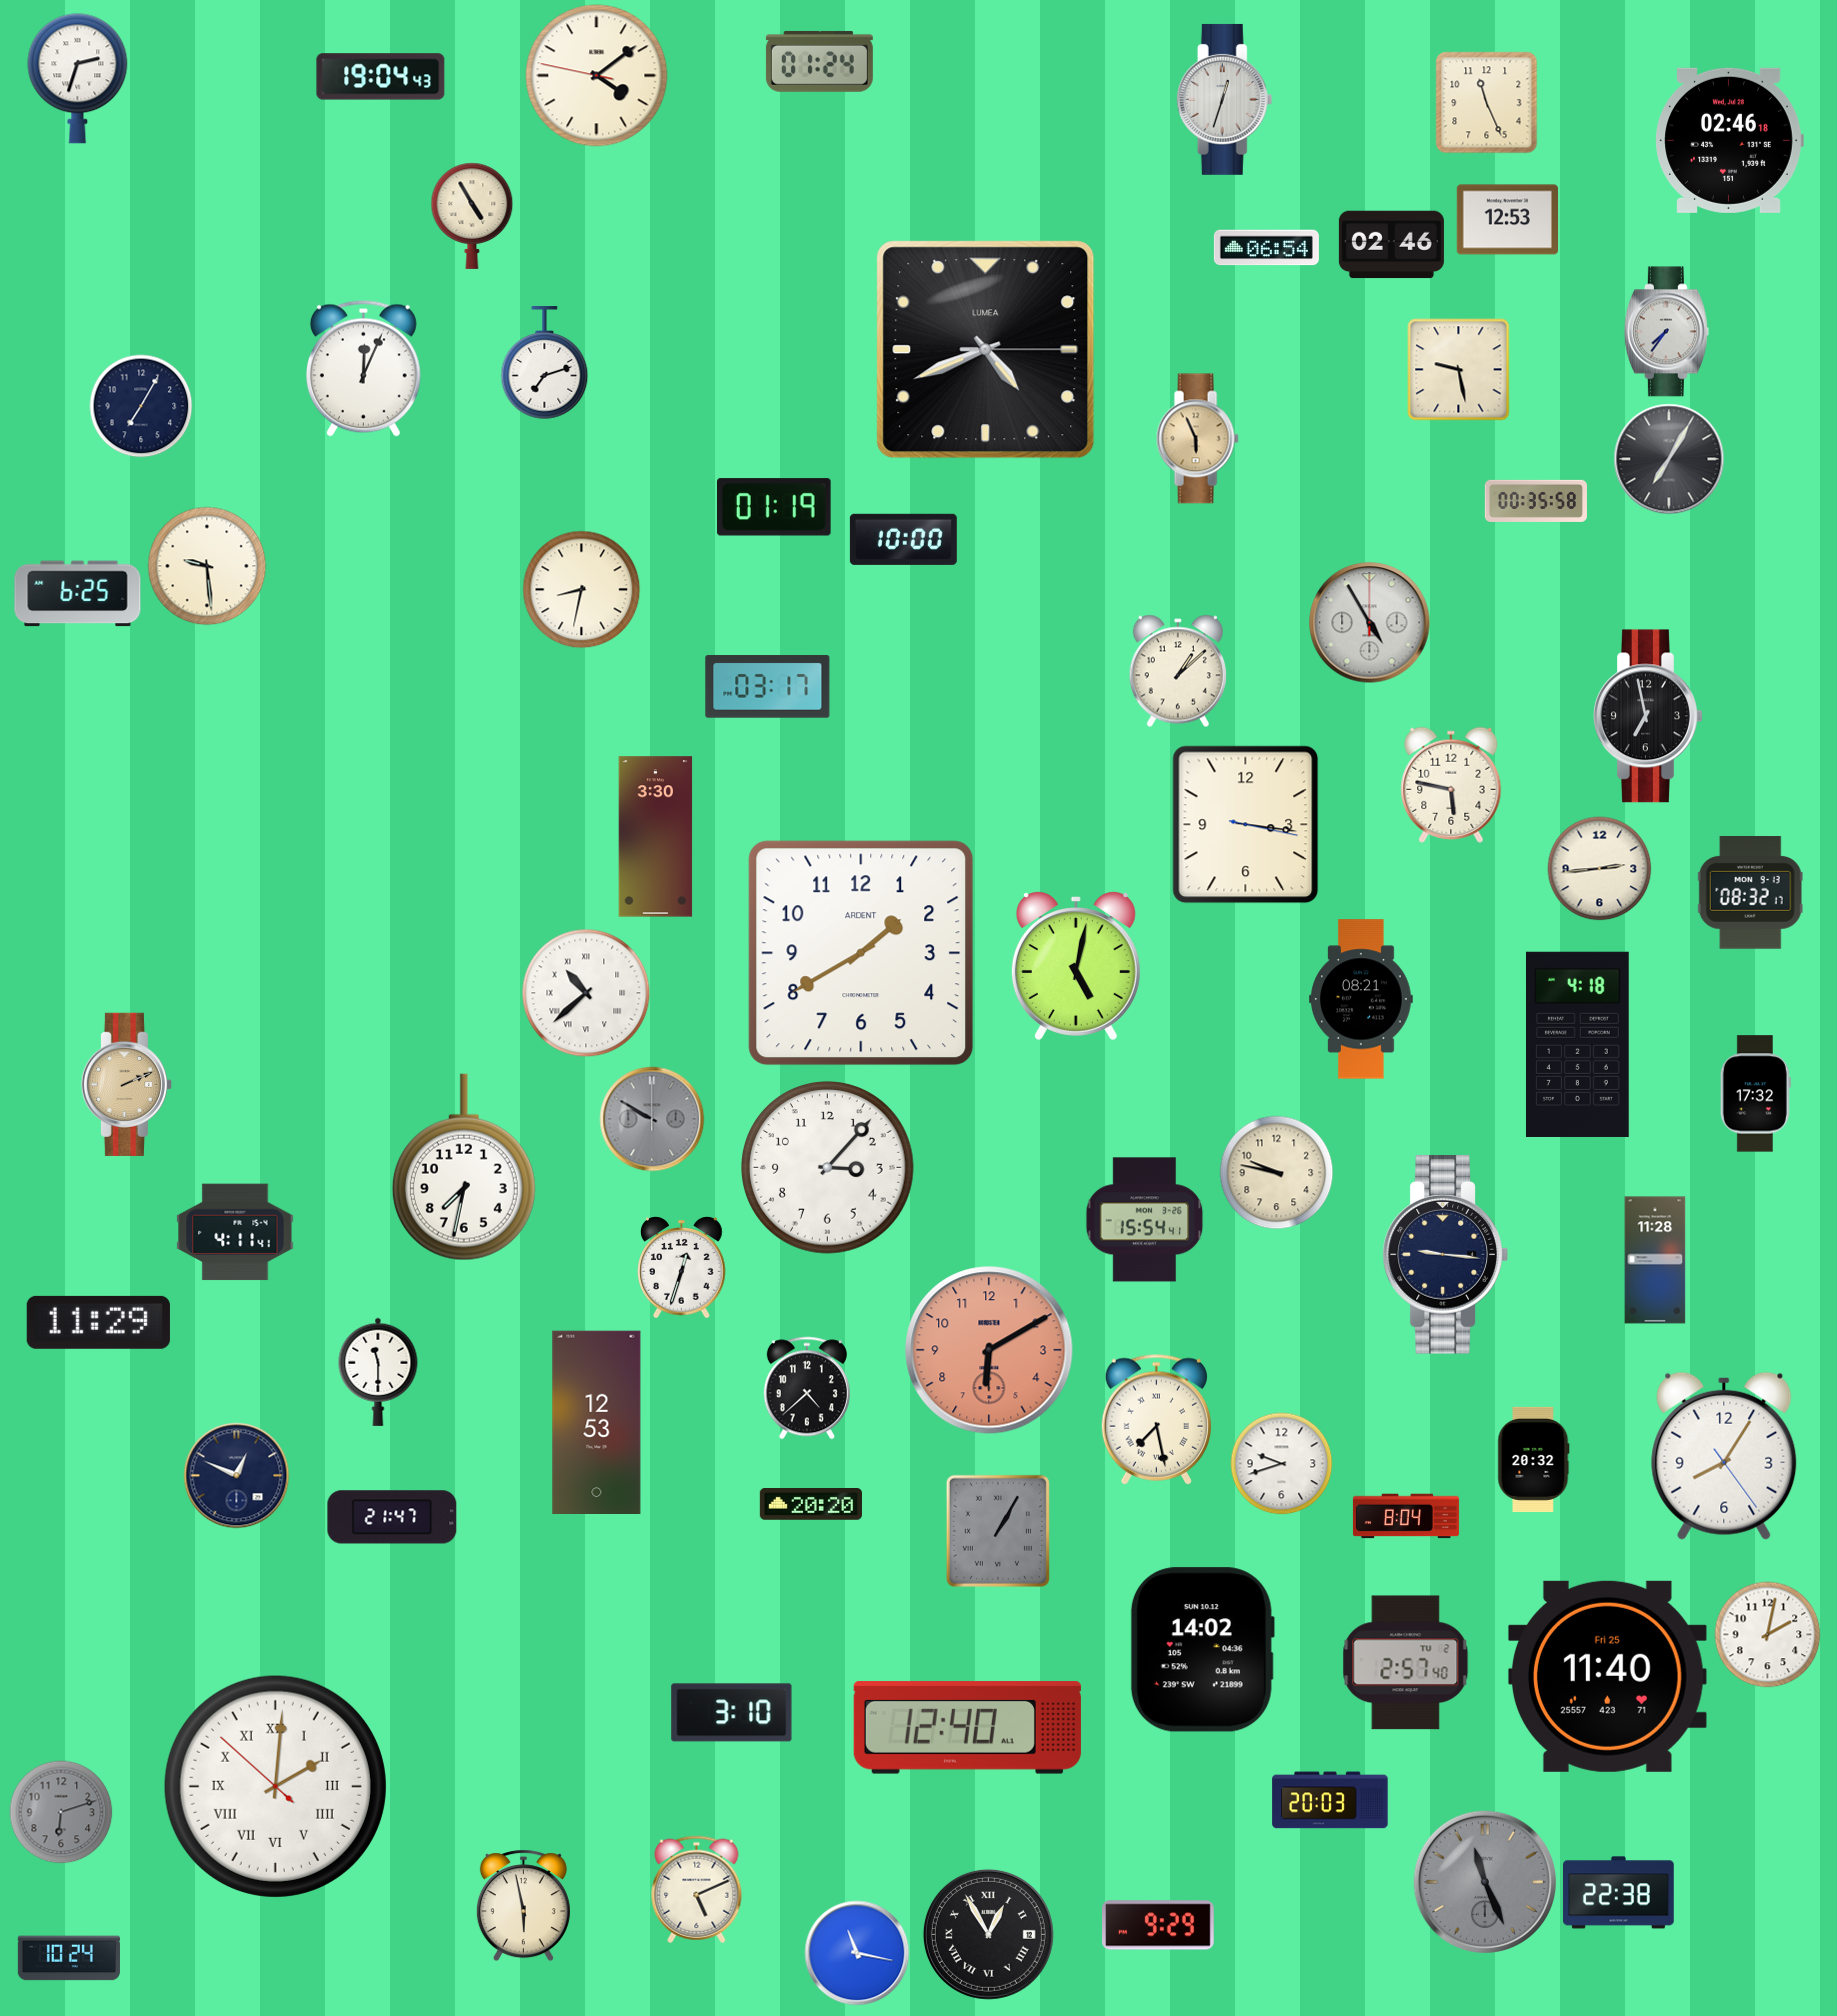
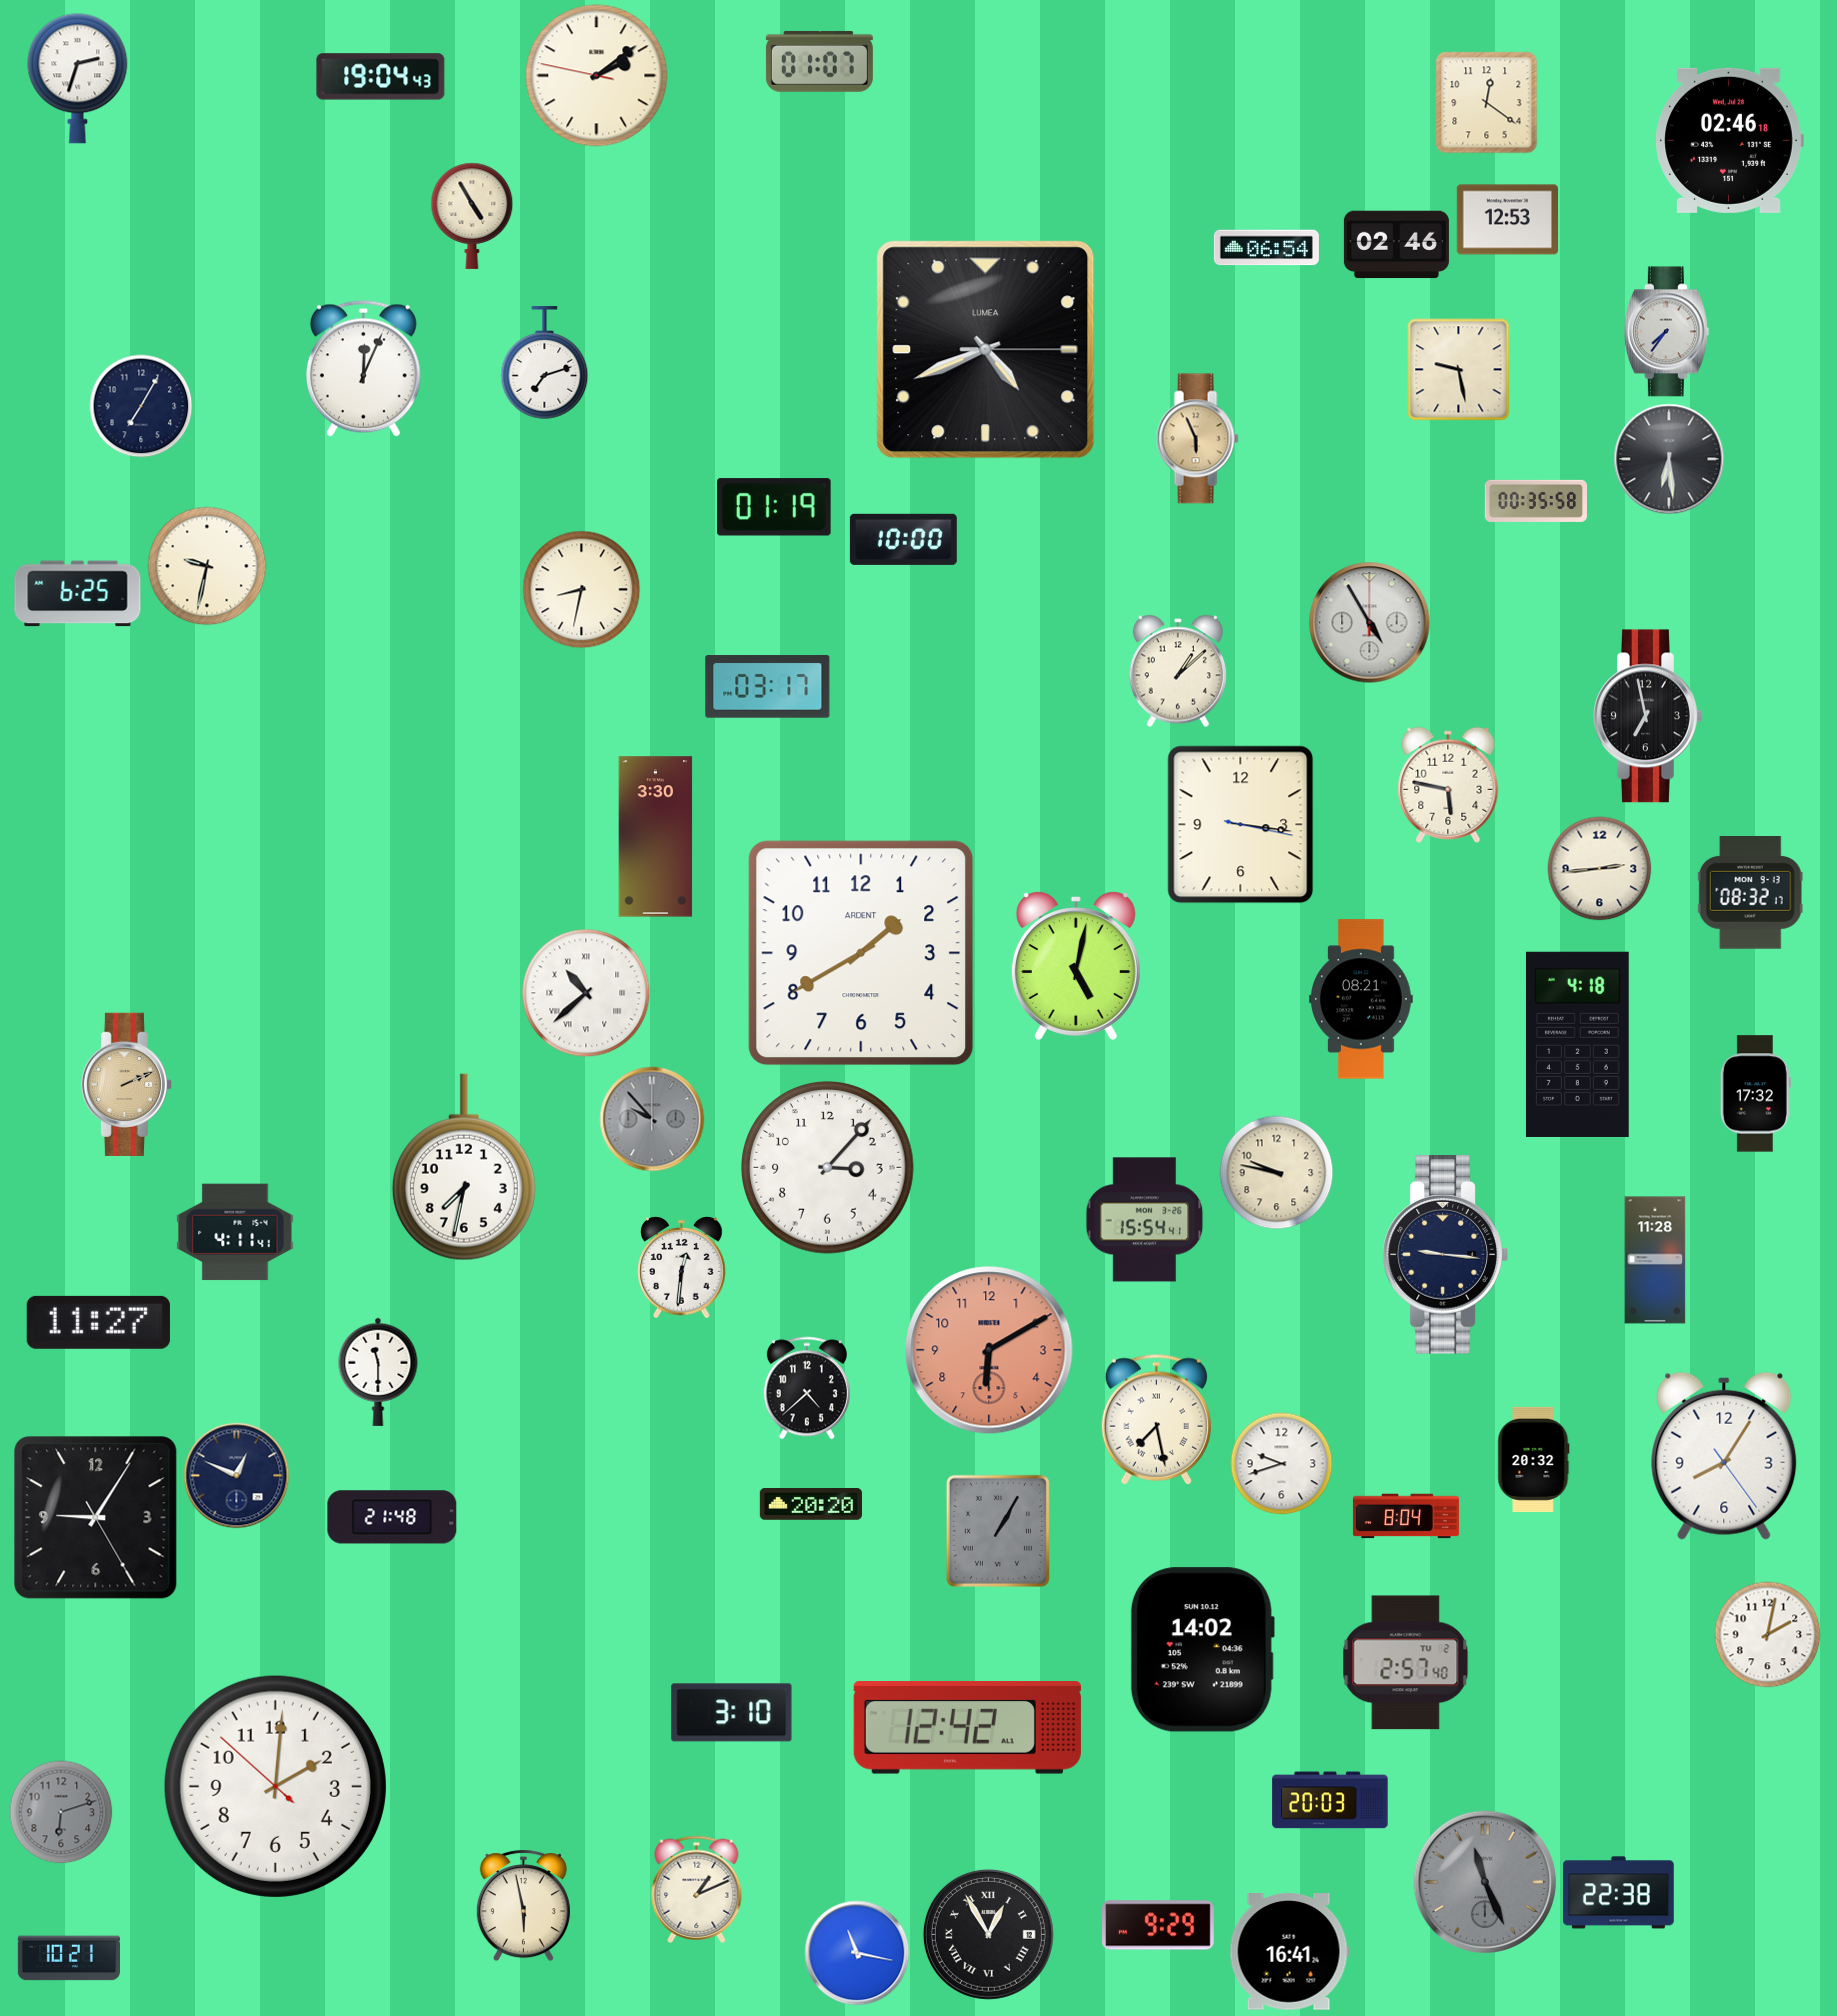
clock at (819, 61): 01:24 -> 01:07
clock at (597, 76): 4:08 -> 2:08
clock at (1225, 99): 12:33 -> none
clock at (1487, 103): 11:26 -> 12:21
clock at (1391, 245) position: (1391, 245) -> (1396, 245)
clock at (1669, 459): 7:05 -> 6:29
clock at (207, 566): 9:29 -> 9:32
clock at (1451, 785) position: (1451, 785) -> (1448, 785)
clock at (1246, 825) position: (1246, 825) -> (1241, 825)
clock at (652, 1119): 9:50 -> 9:53
clock at (682, 1268): 12:33 -> 12:31
clock at (98, 1322): 11:29 -> 11:27
clock at (597, 1422): 12:53 -> none
clock at (392, 1517): 21:47 -> 21:48
clock at (96, 1518): none -> 9:05
clock at (1607, 1676): 11:40 -> none
clock at (967, 1728): 12:40 -> 12:42
clock at (275, 1786) numerals: Roman -> Arabic
clock at (697, 1890): 5:11 -> 1:11
clock at (1289, 1952): none -> 16:41
clock at (68, 1958): 10:24 -> 10:21
